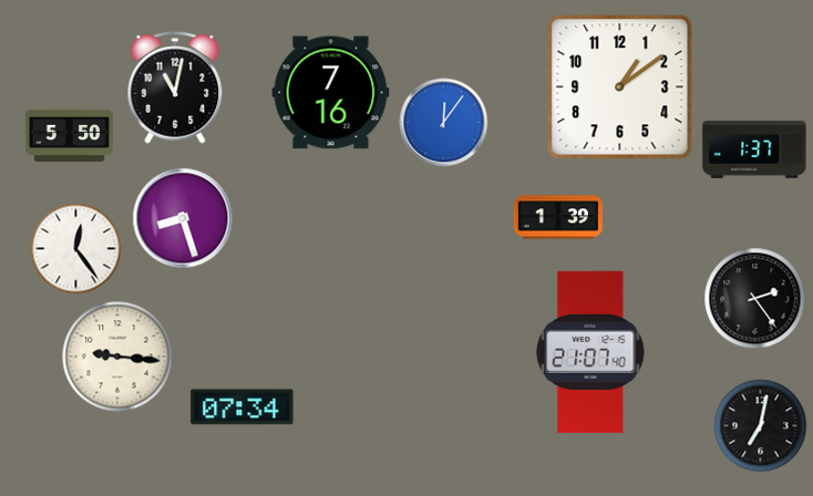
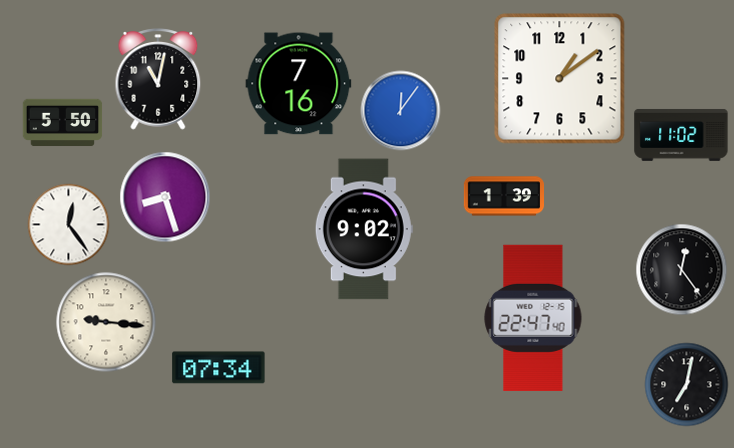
clock at (754, 149): 1:37 -> 11:02
clock at (364, 229): none -> 9:02
clock at (755, 299): 2:24 -> 12:24
clock at (590, 352): 21:07 -> 22:47
